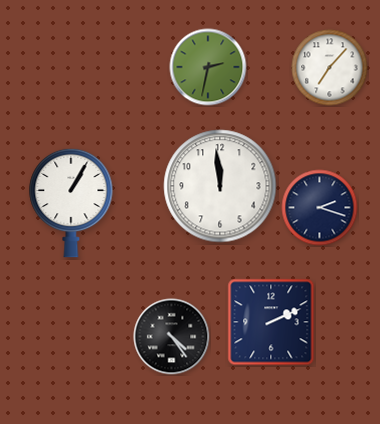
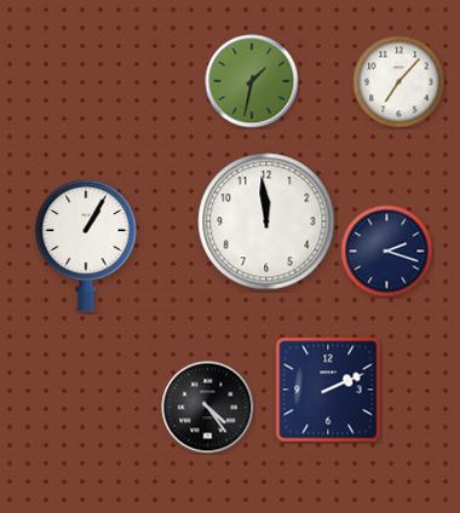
clock at (208, 67): 2:32 -> 1:32
clock at (220, 186) position: (220, 186) -> (266, 221)
